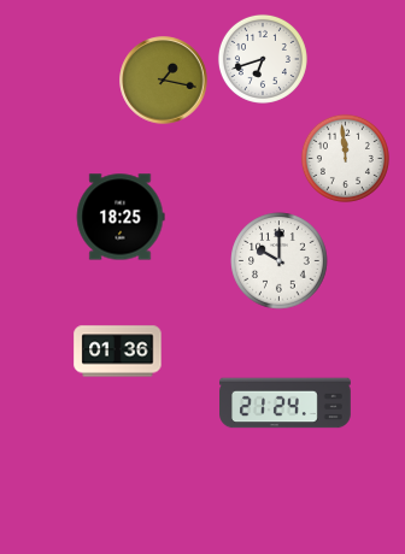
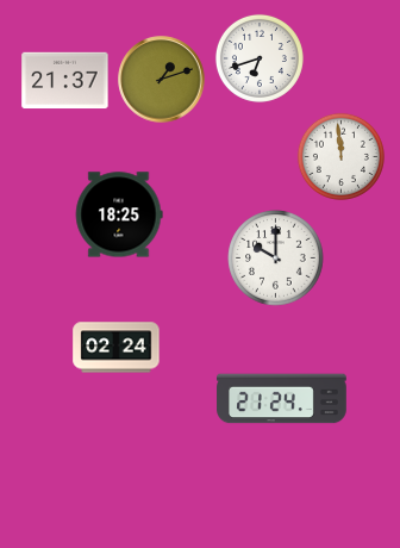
clock at (164, 81): 1:17 -> 1:12
clock at (65, 81): none -> 21:37
clock at (118, 352): 01:36 -> 02:24
